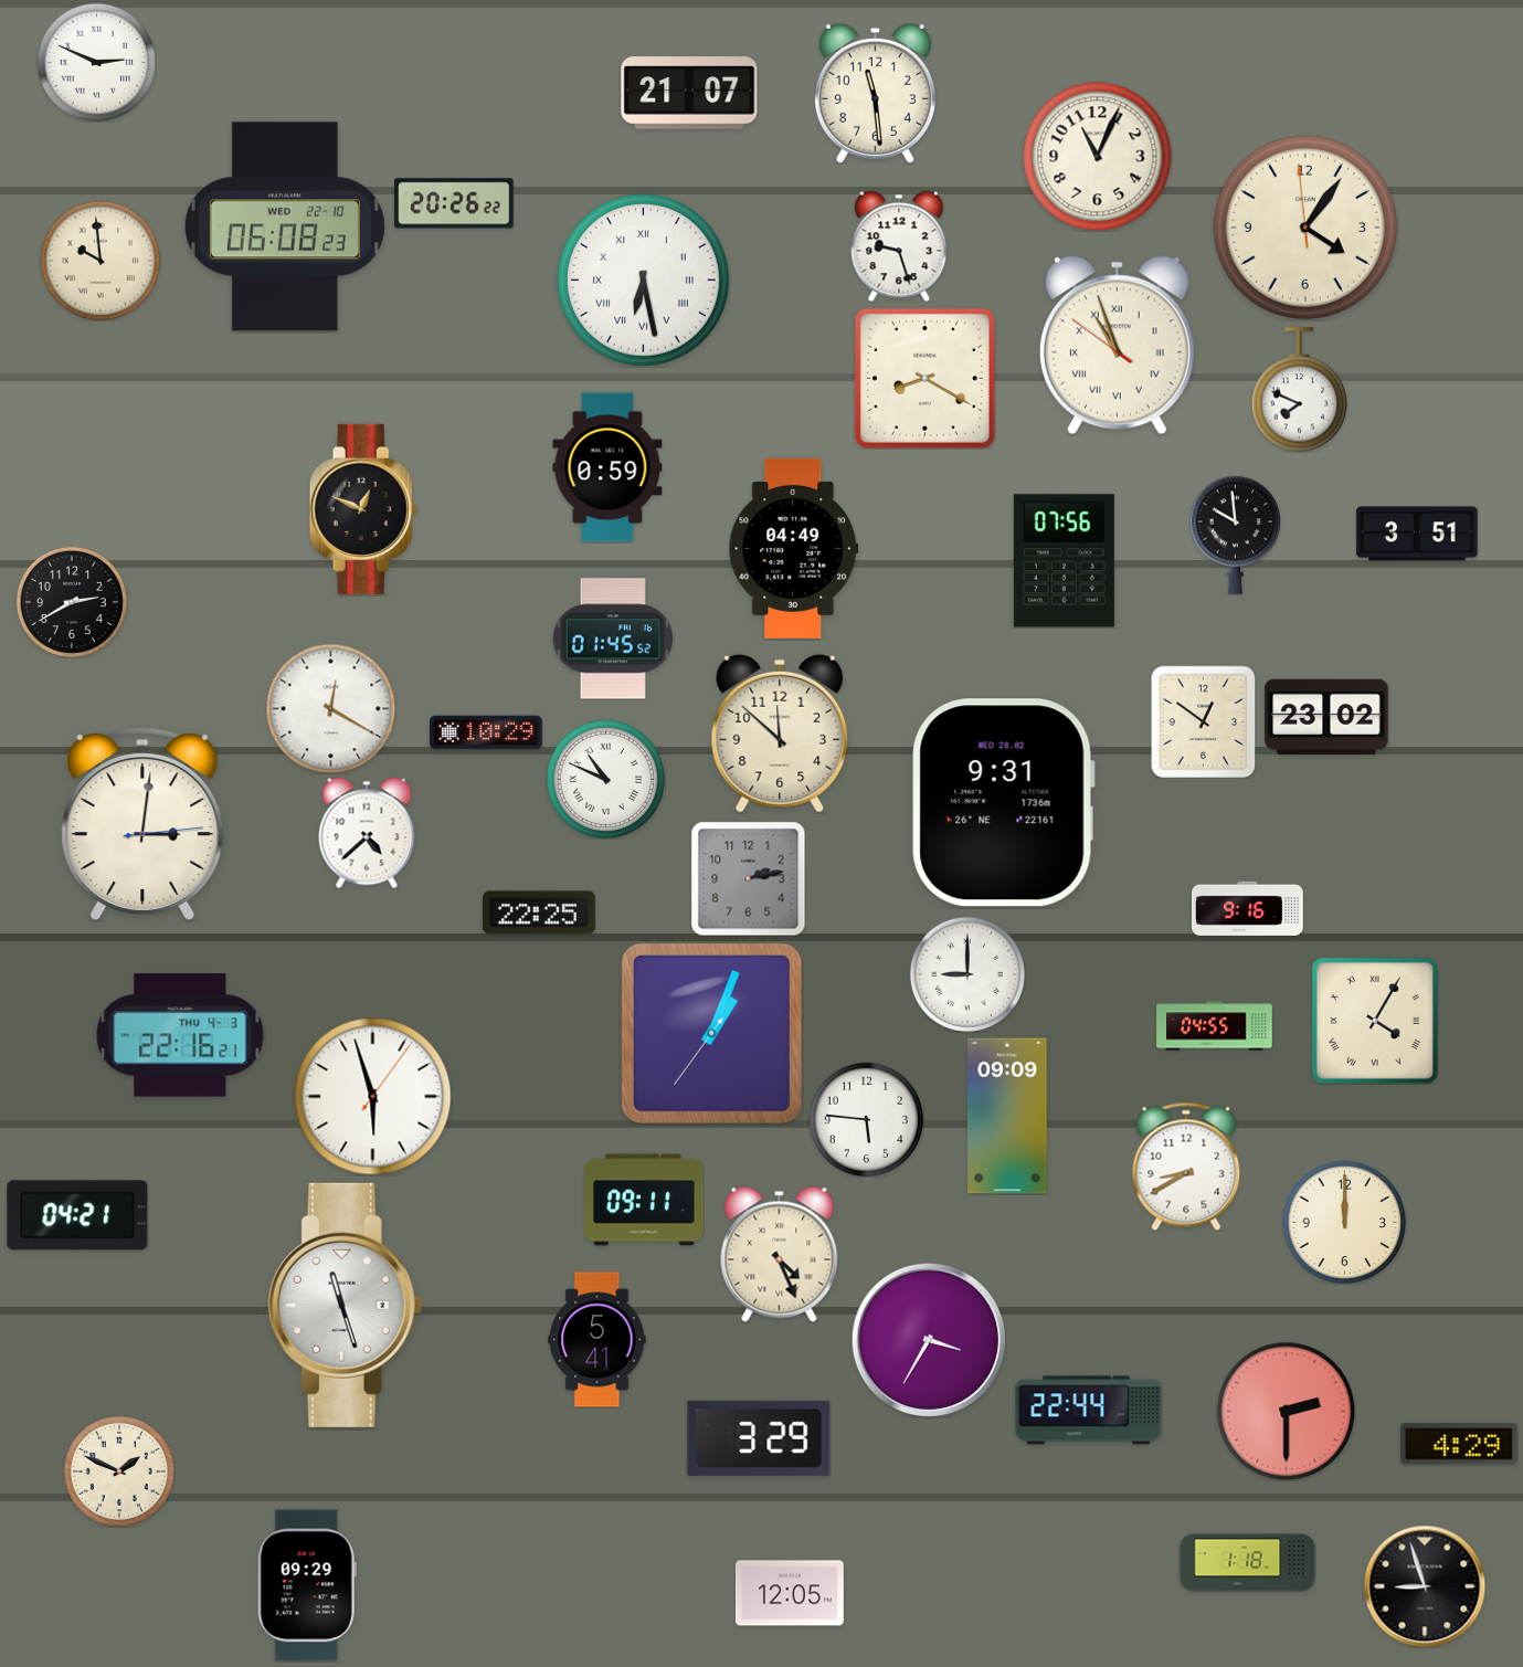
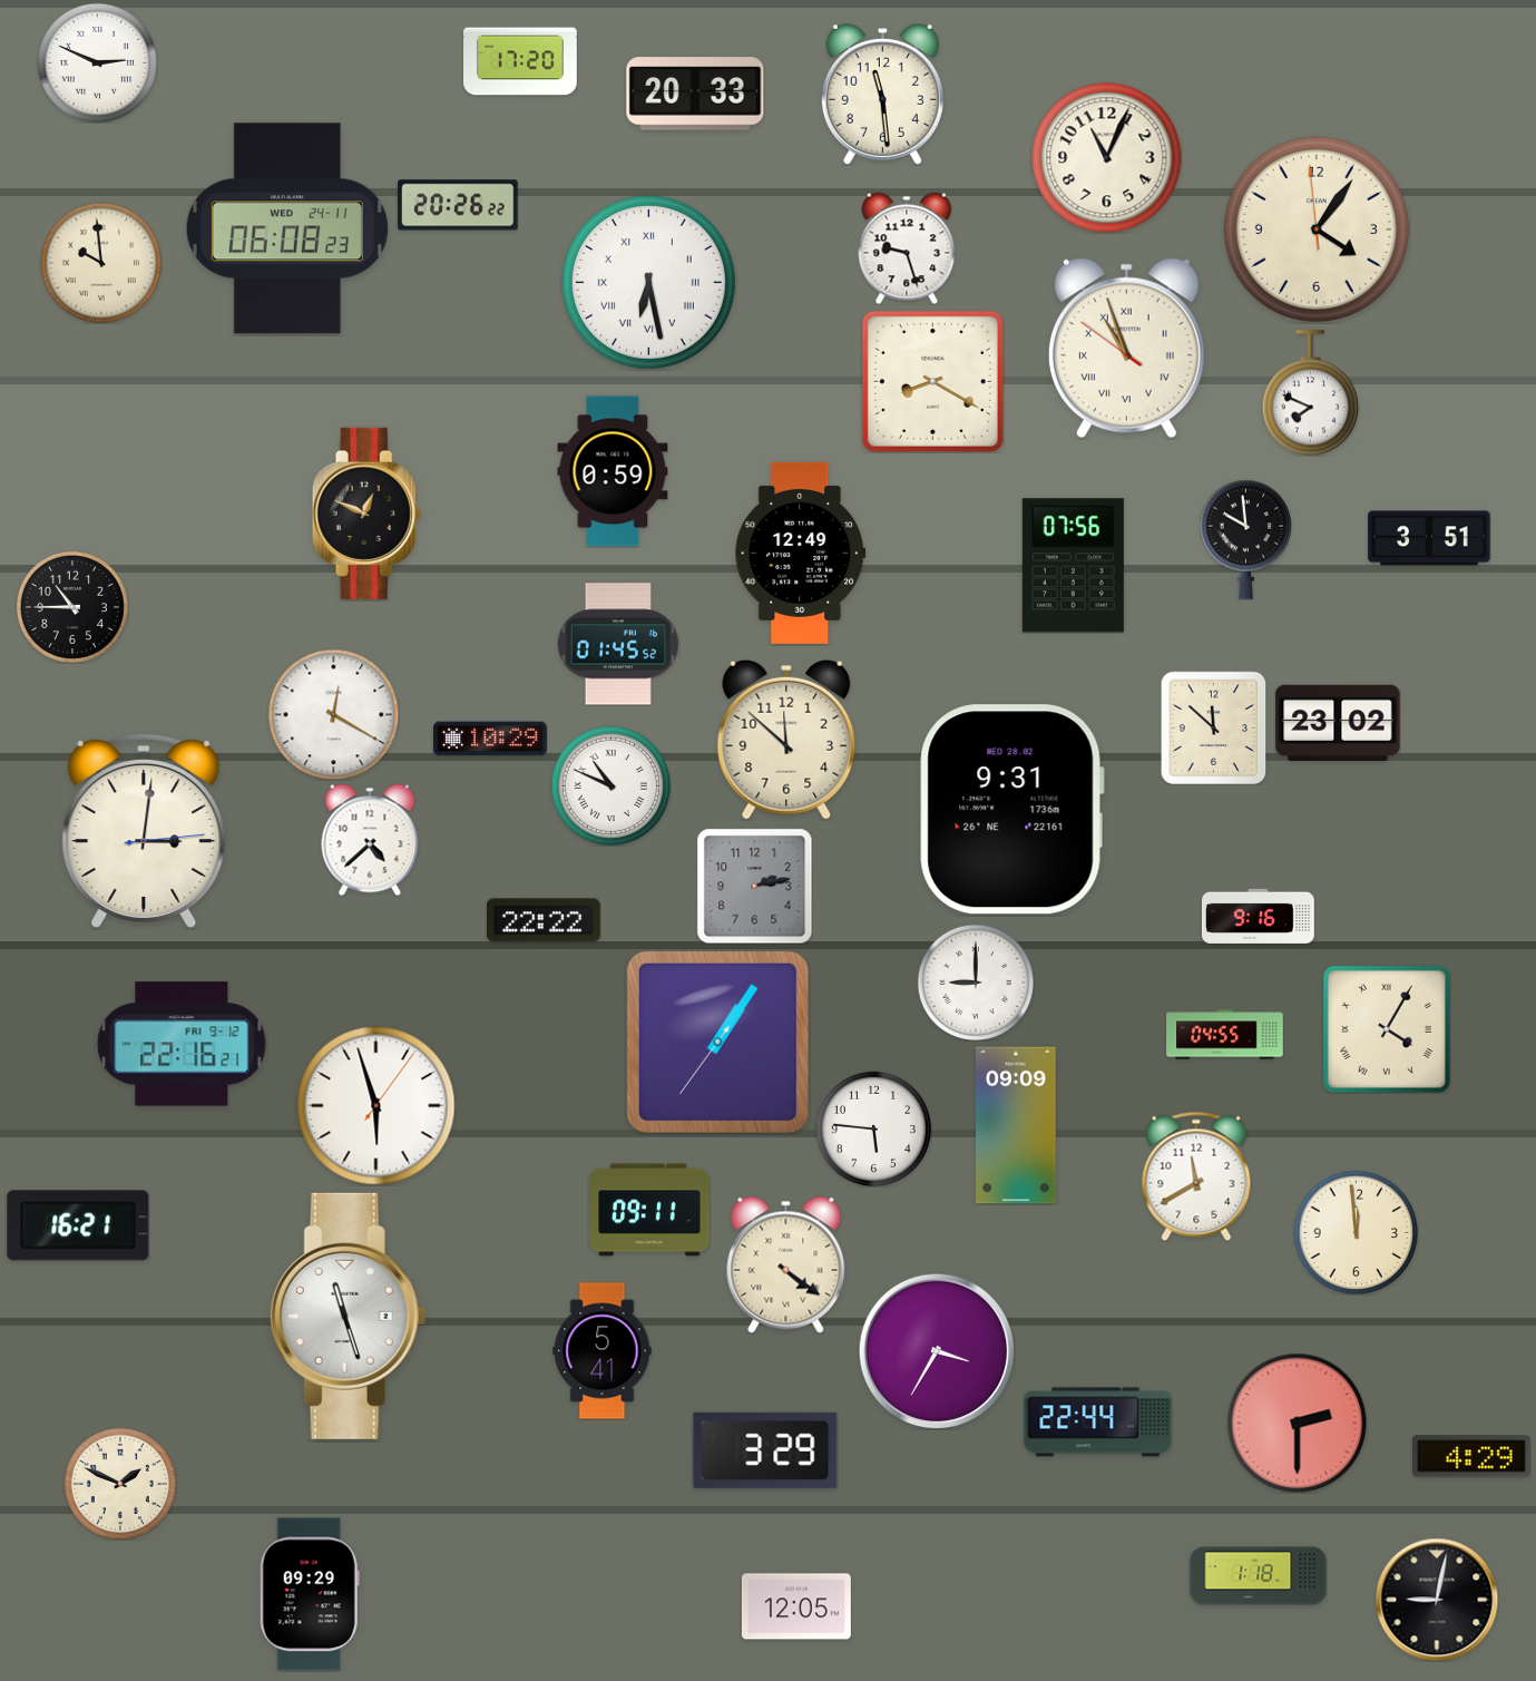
clock at (521, 61): none -> 17:20
clock at (689, 93): 21:07 -> 20:33
clock at (285, 226) date: WED 22-10 -> WED 24-11
clock at (794, 548): 04:49 -> 12:49
clock at (72, 602): 2:40 -> 10:45
clock at (1204, 721): 12:51 -> 11:52
clock at (540, 912): 22:25 -> 22:22
clock at (711, 1033): 1:03 -> 1:05
clock at (180, 1035) date: THU 4-3 -> FRI 9-12
clock at (1186, 1167): 8:40 -> 11:40
clock at (77, 1215): 04:21 -> 16:21
clock at (1344, 1222): 12:00 -> 11:59
clock at (780, 1254): 4:26 -> 4:21
clock at (307, 1585) position: (307, 1585) -> (310, 1594)
clock at (1425, 1586): 8:57 -> 9:02
